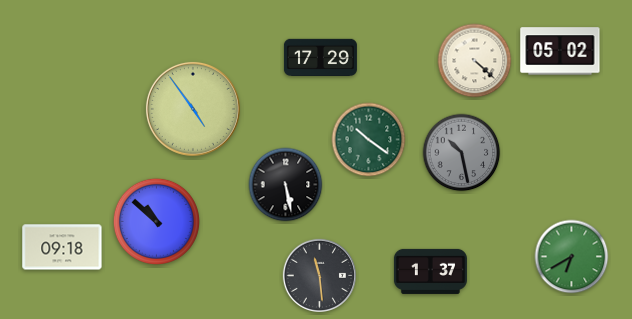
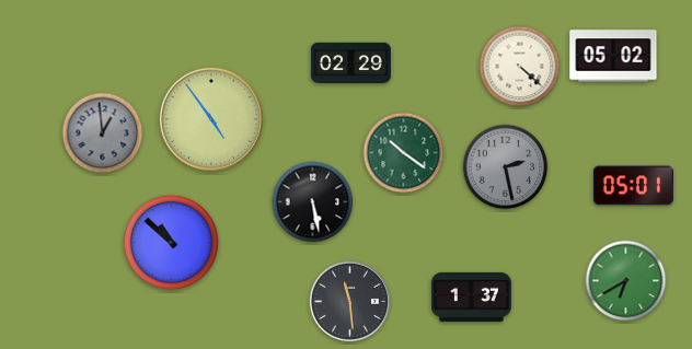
clock at (320, 57): 17:29 -> 02:29
clock at (103, 133): none -> 12:59
clock at (462, 153): 10:28 -> 2:28
clock at (633, 186): none -> 05:01
clock at (62, 247): 09:18 -> none
